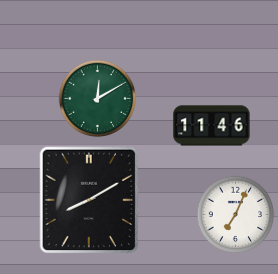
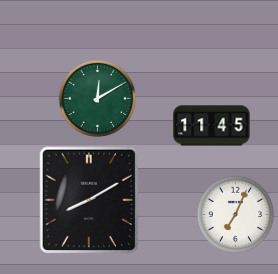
clock at (212, 126): 11:46 -> 11:45
